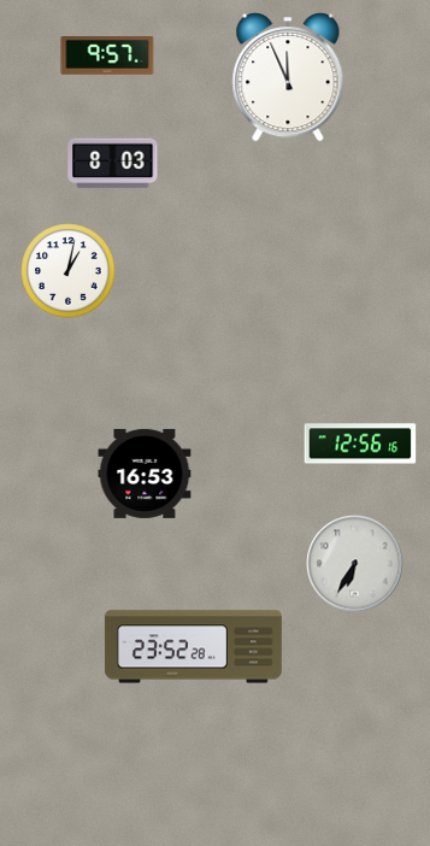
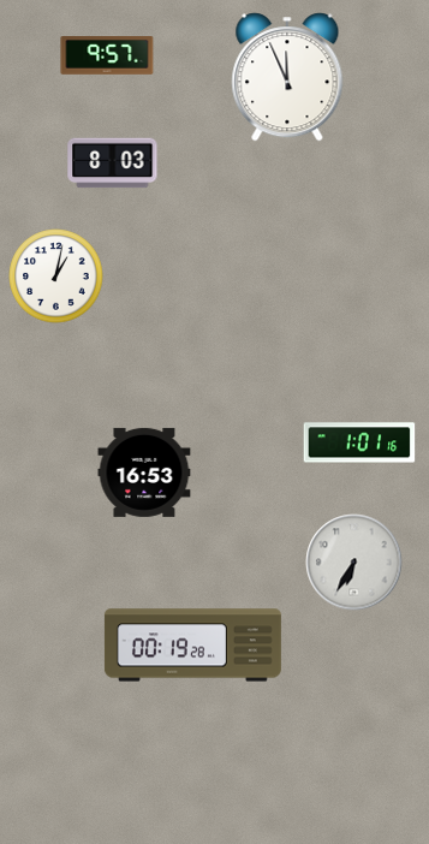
clock at (69, 271) position: (69, 271) -> (56, 277)
clock at (360, 443): 12:56 -> 1:01
clock at (193, 647): 23:52 -> 00:19
